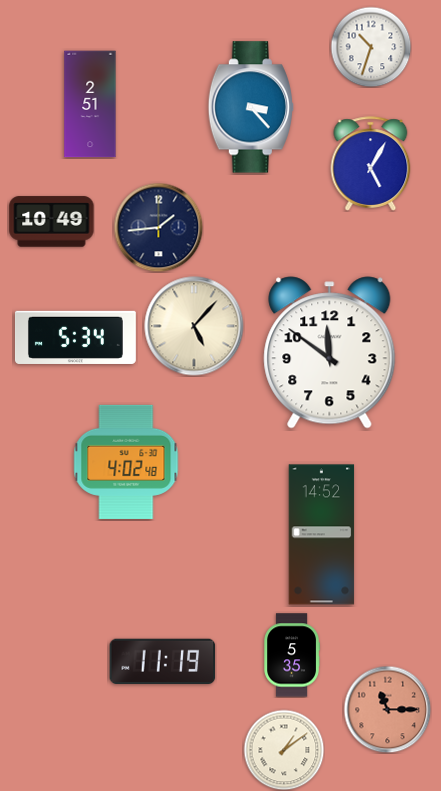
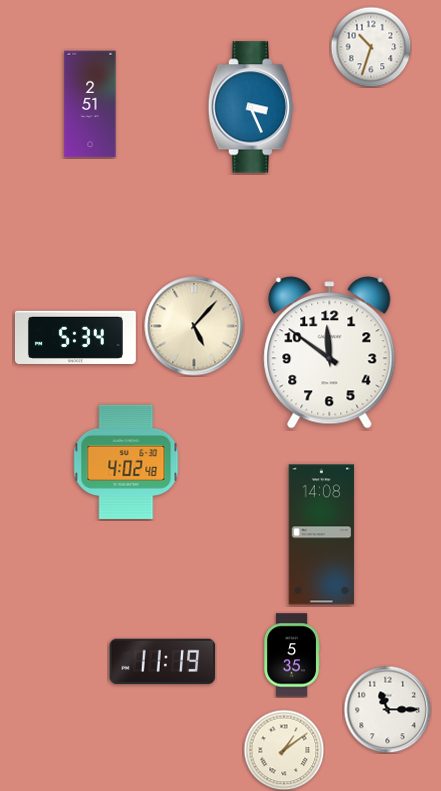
clock at (250, 107): 3:23 -> 3:26
clock at (371, 164): 5:05 -> none
clock at (52, 222): 10:49 -> none
clock at (158, 227): 1:44 -> none
clock at (322, 535): 14:52 -> 14:08
clock at (387, 709) dial: salmon -> white
